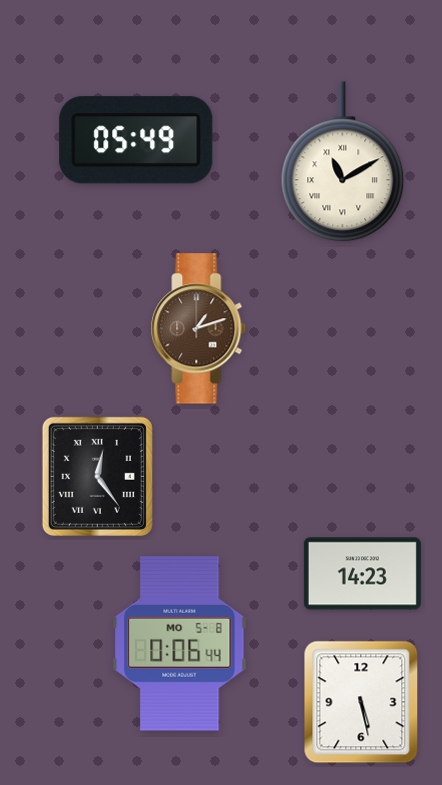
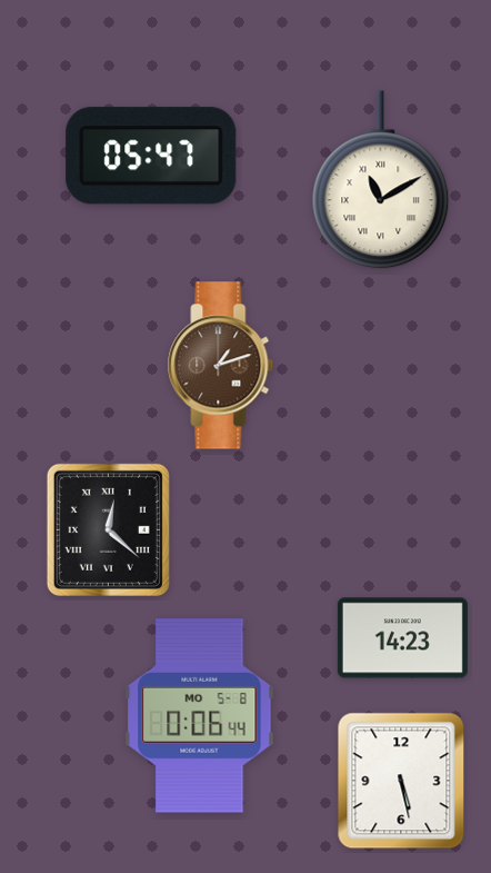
clock at (136, 140): 05:49 -> 05:47
clock at (97, 476): 12:24 -> 12:22
